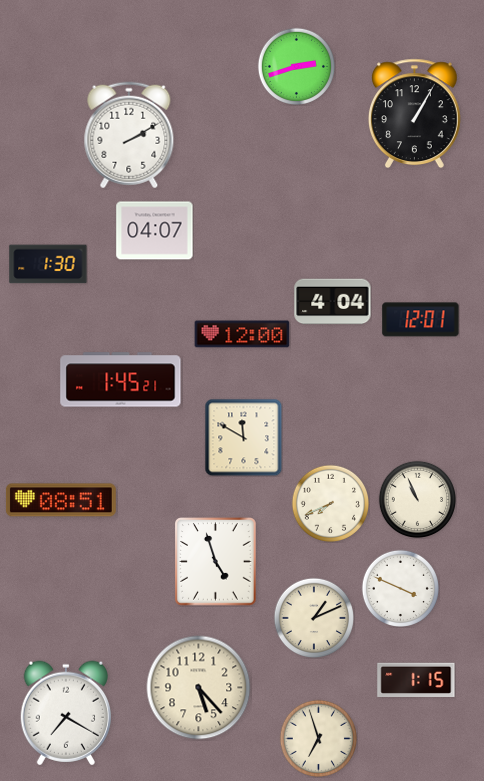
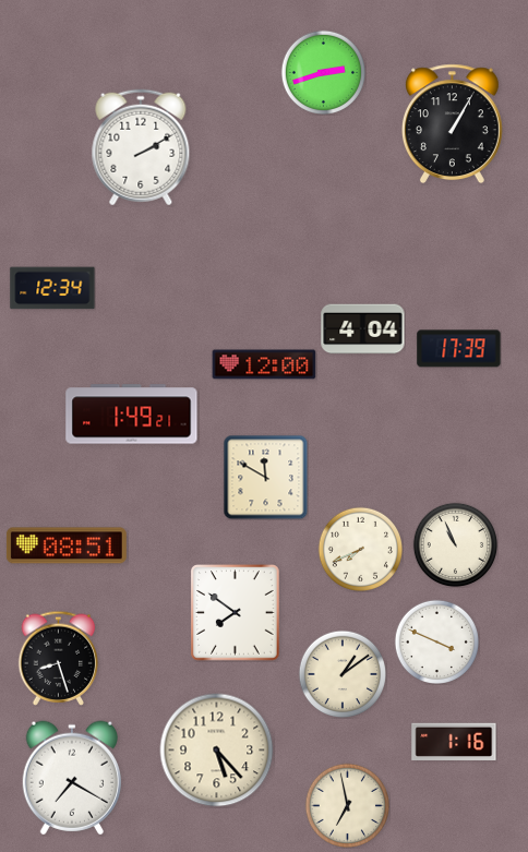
clock at (155, 231): 04:07 -> none
clock at (48, 264): 1:30 -> 12:34
clock at (421, 320): 12:01 -> 17:39
clock at (121, 380): 1:45 -> 1:49
clock at (216, 562): 4:57 -> 7:51
clock at (59, 658): none -> 8:27
clock at (314, 618): 1:11 -> 1:09
clock at (416, 679): 1:15 -> 1:16
clock at (318, 738): 6:57 -> 6:58
